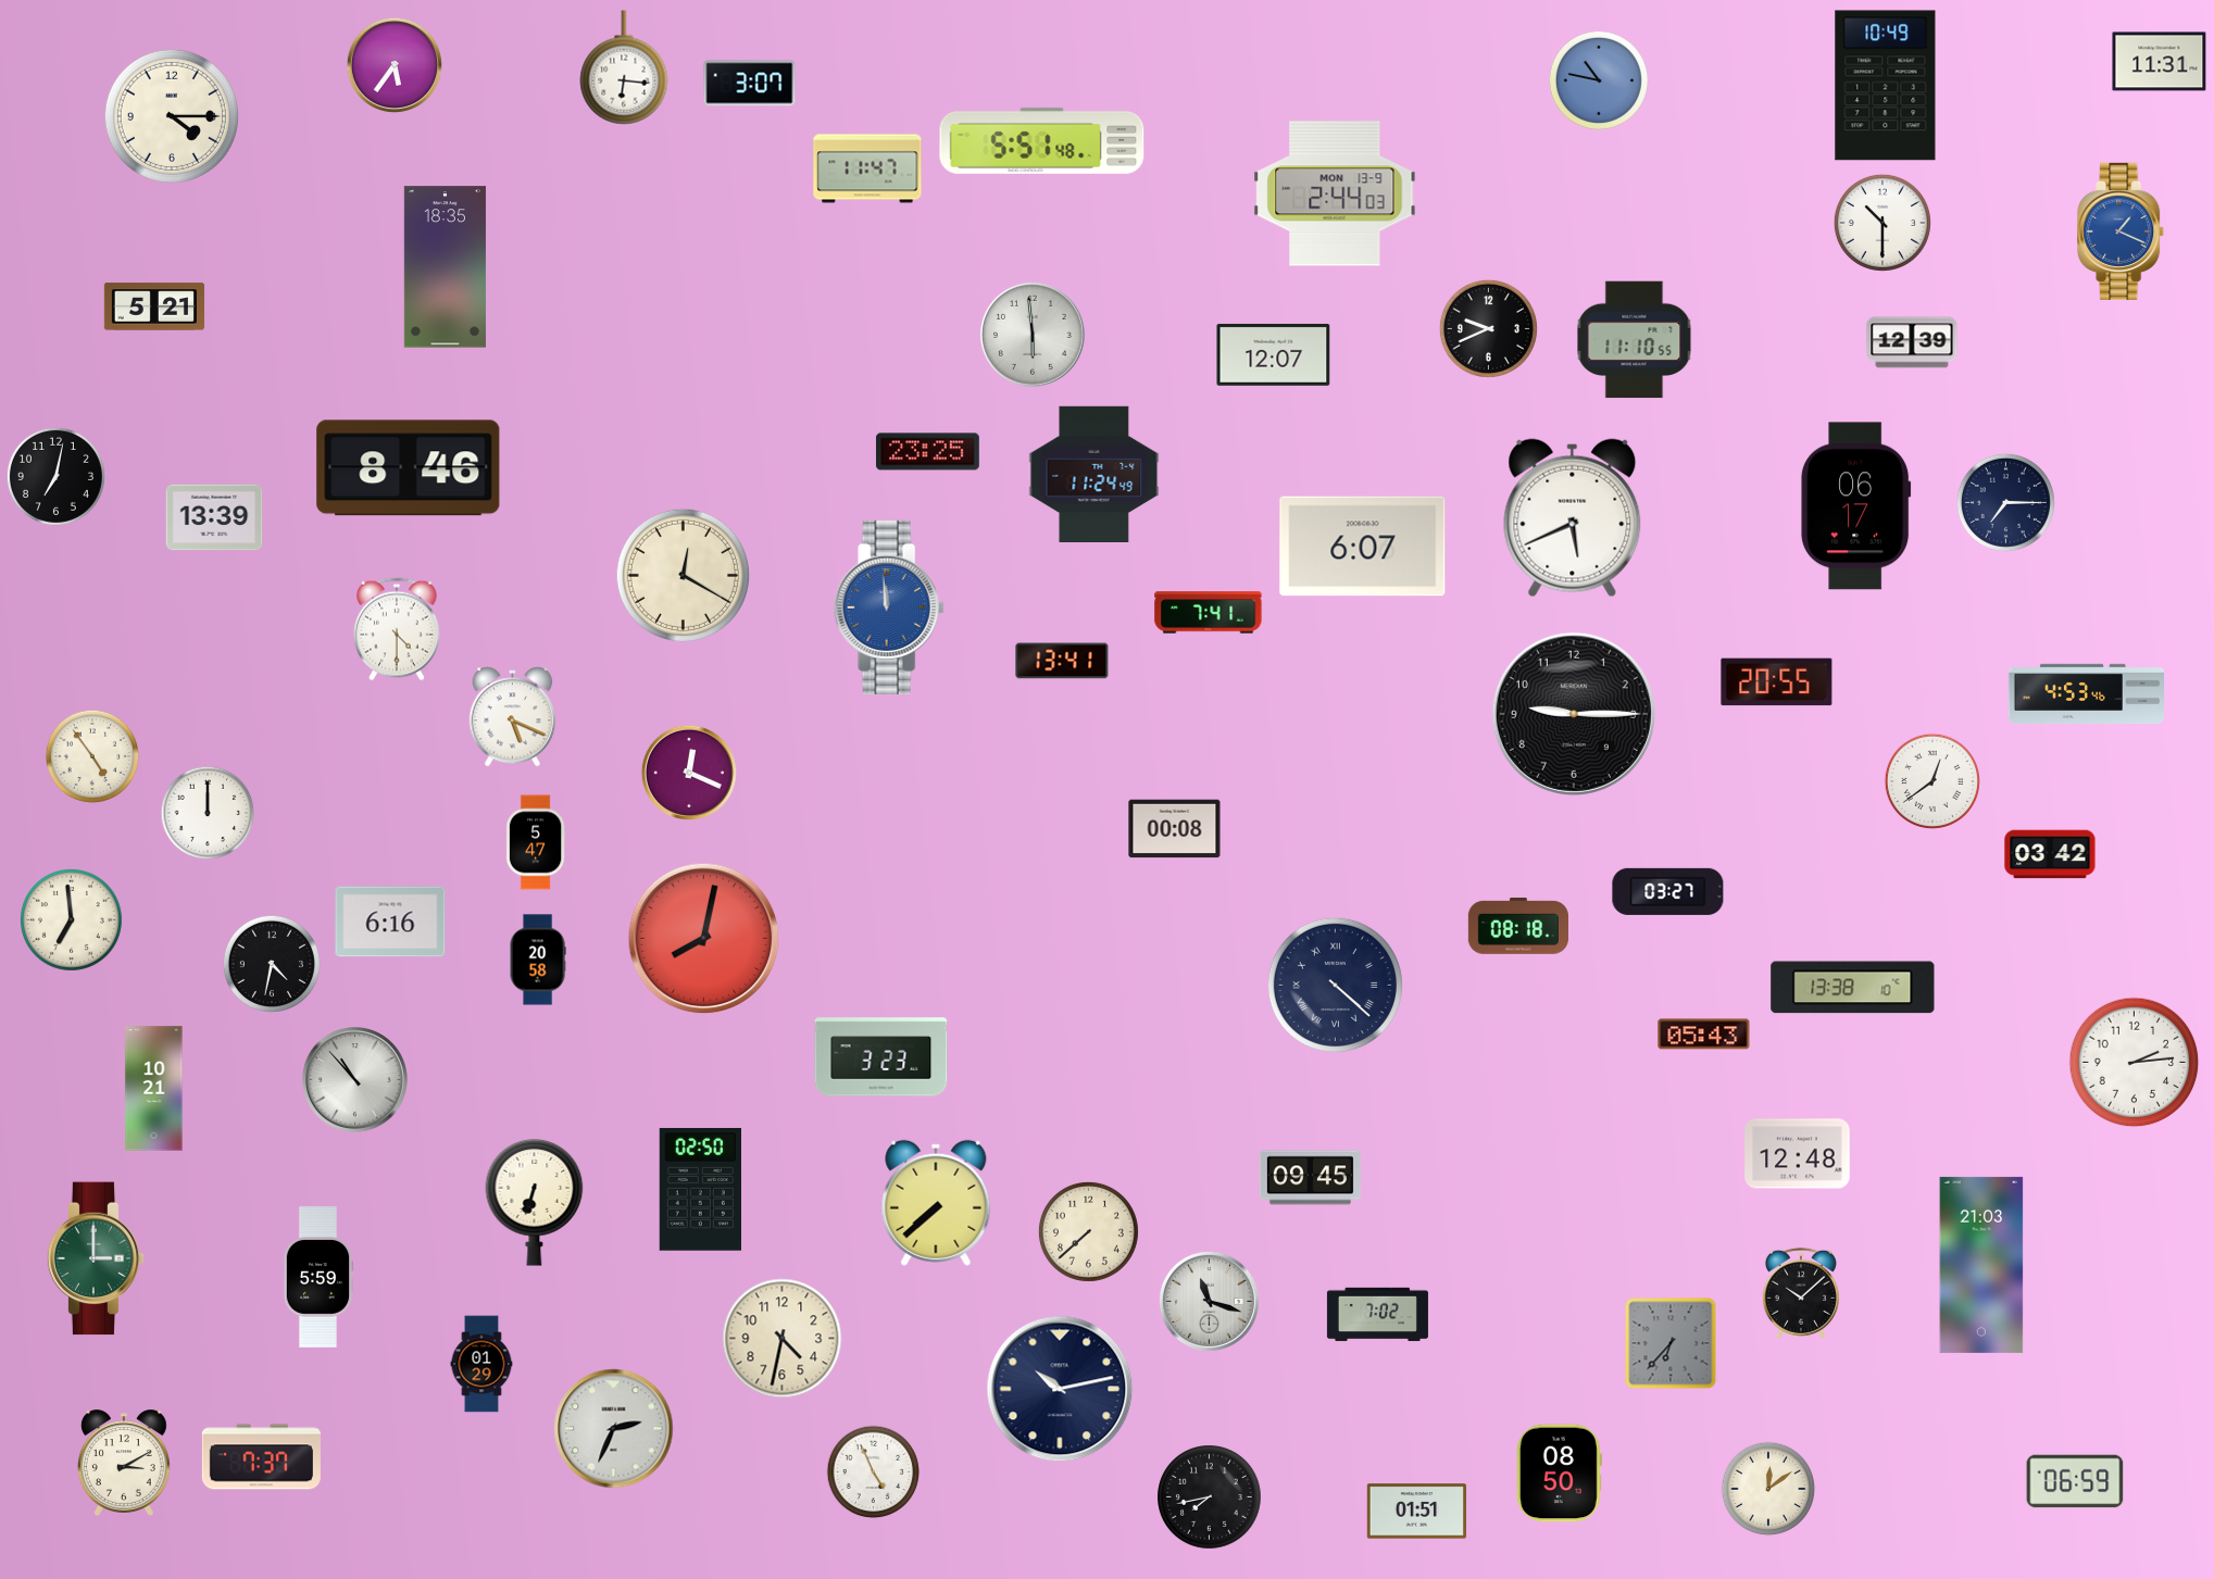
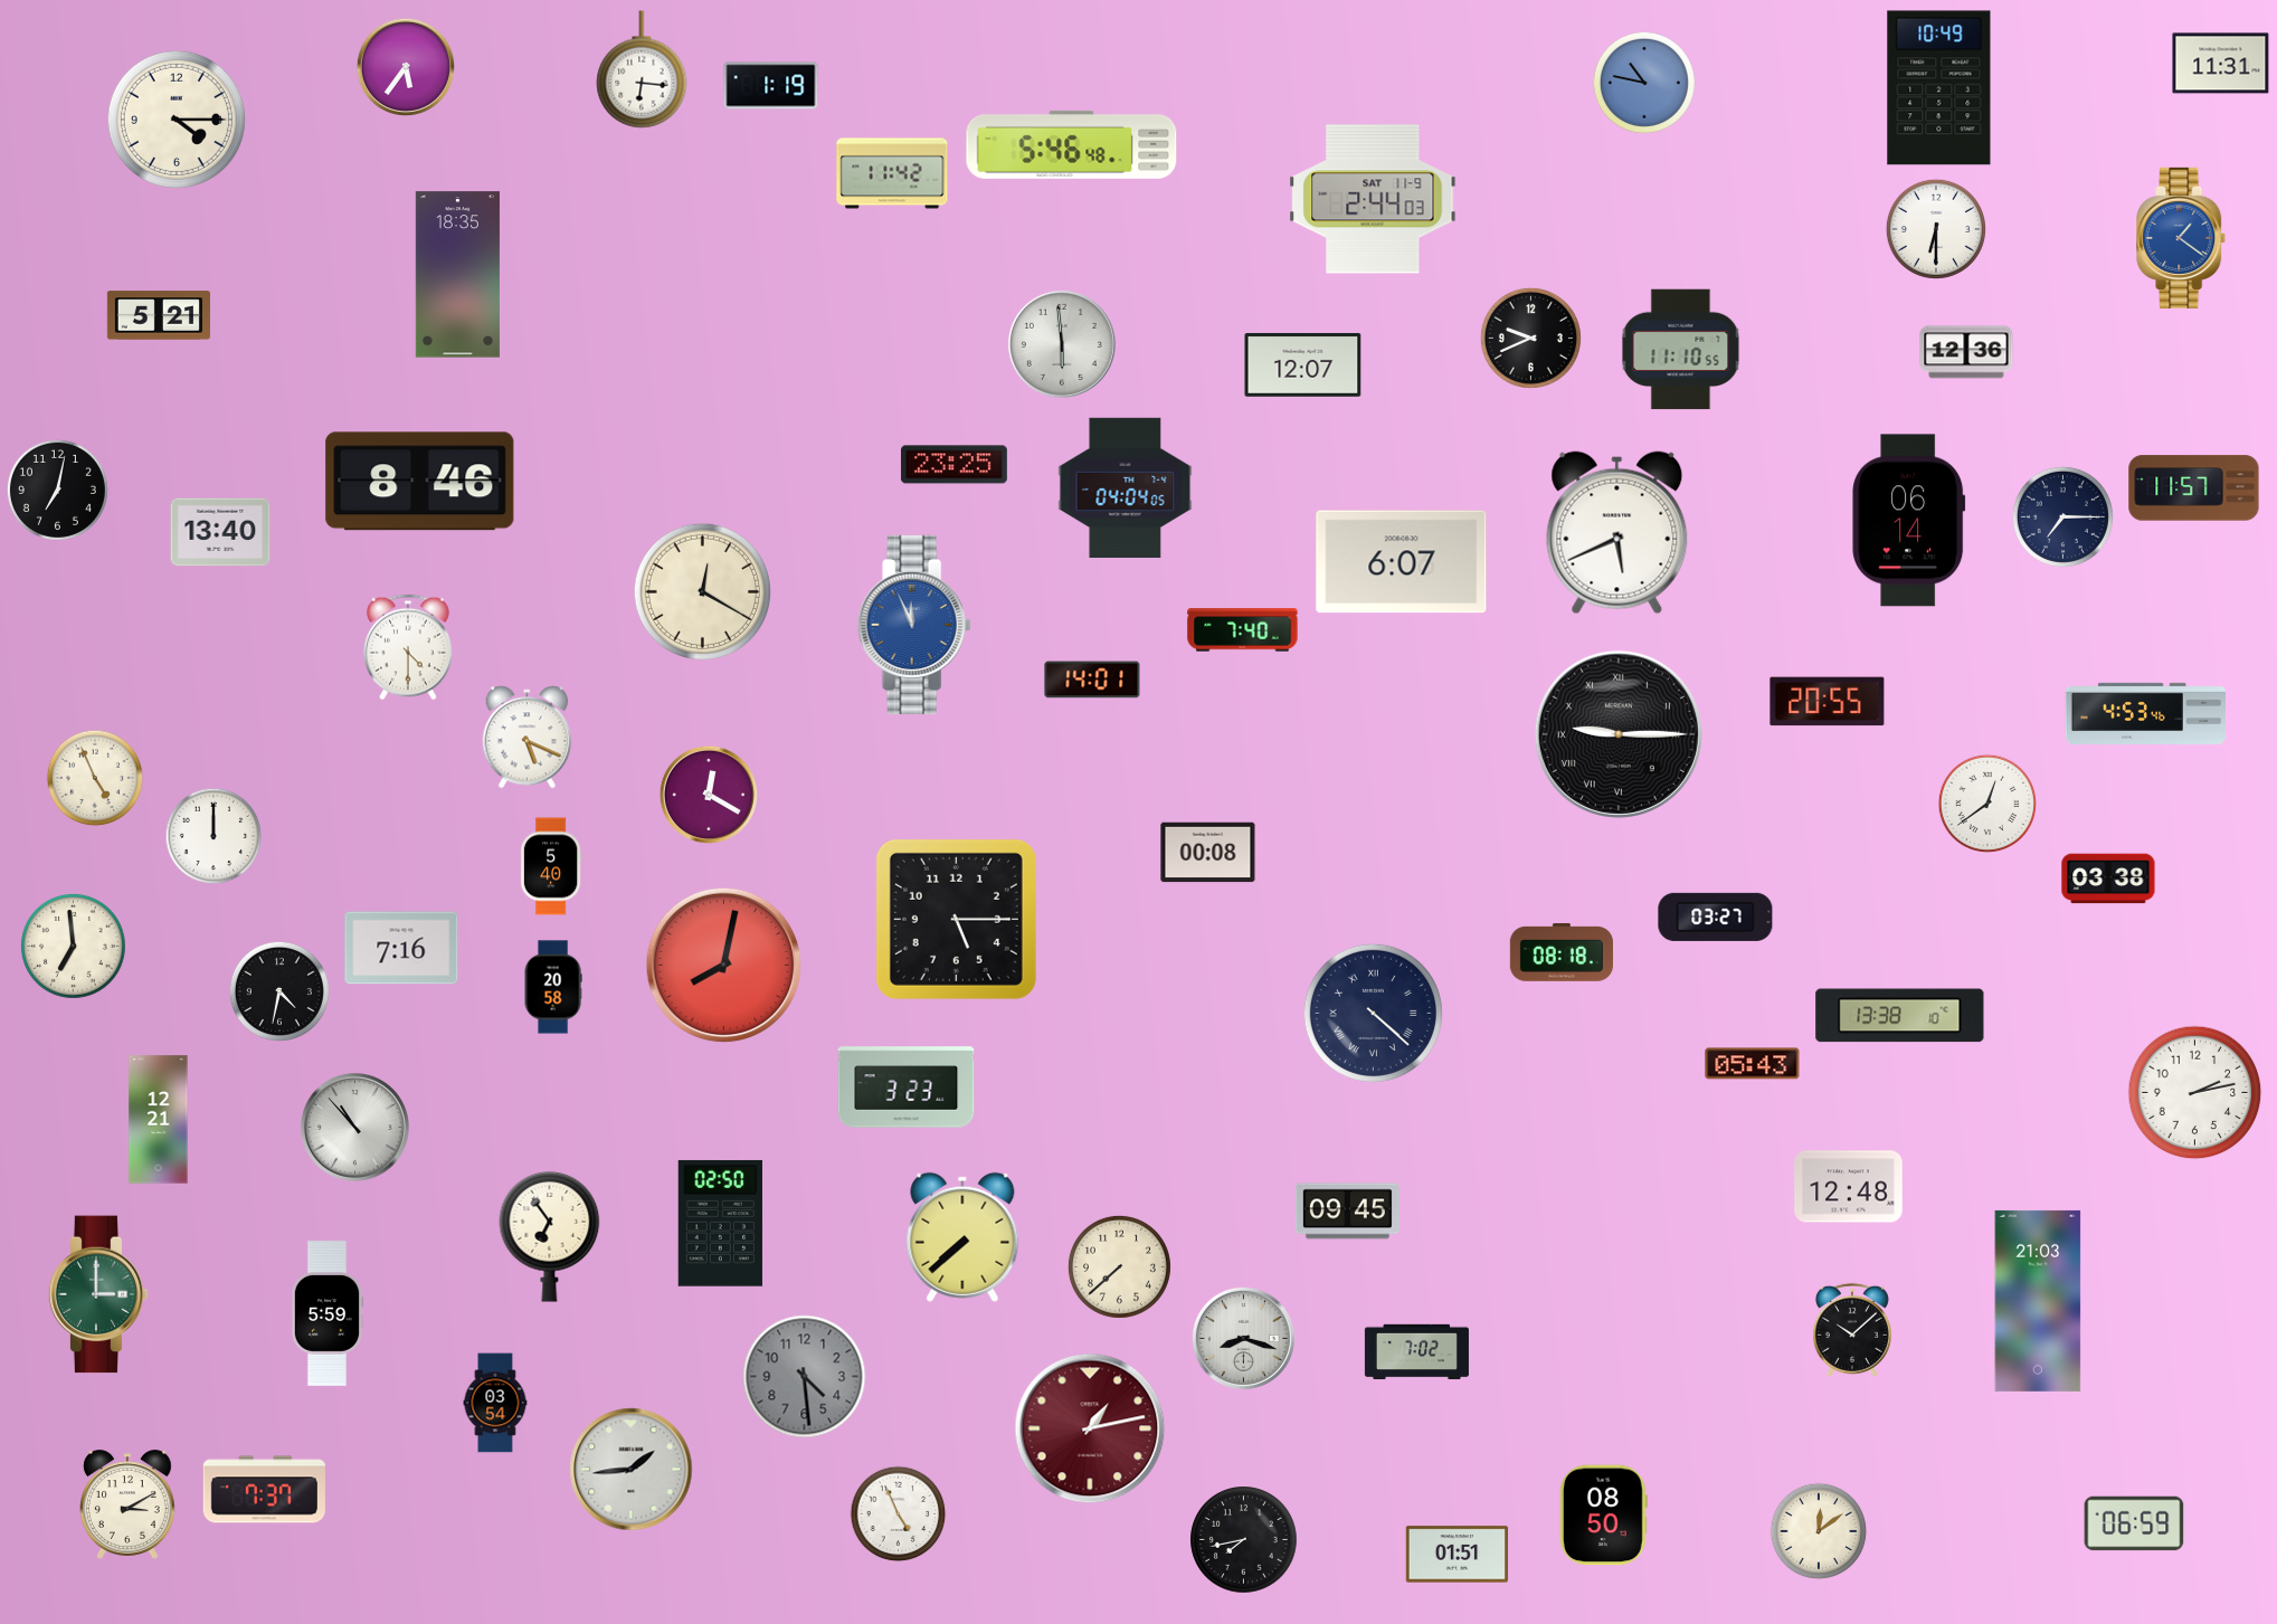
clock at (750, 84): 3:07 -> 1:19
clock at (1042, 140): 5:51 -> 5:46
clock at (867, 168): 11:47 -> 11:42
clock at (1335, 193) date: MON 13-9 -> SAT 11-9
clock at (1882, 223): 10:30 -> 6:30
clock at (2122, 231): 1:19 -> 1:21
clock at (1912, 342): 12:39 -> 12:36
clock at (1274, 354) position: (1274, 354) -> (1303, 364)
clock at (1095, 474): 11:24 -> 04:04
clock at (2194, 488): none -> 11:57
clock at (1856, 506): 06:17 -> 06:14
clock at (214, 517): 13:39 -> 13:40
clock at (889, 607): 11:59 -> 11:56
clock at (1209, 613): 7:41 -> 7:40
clock at (1062, 661): 13:41 -> 14:01
clock at (1574, 714) numerals: Arabic -> Roman
clock at (92, 756): 4:54 -> 4:56
clock at (689, 773): 12:19 -> 12:20
clock at (536, 842): 5:47 -> 5:40
clock at (2050, 854): 03:42 -> 03:38
clock at (956, 919): none -> 5:15
clock at (390, 922): 6:16 -> 7:16
clock at (1853, 988) position: (1853, 988) -> (1900, 1016)
clock at (2135, 1063): 2:14 -> 2:13
clock at (355, 1080) position: (355, 1080) -> (355, 1128)
clock at (154, 1089): 10:21 -> 12:21
clock at (535, 1202): 6:33 -> 6:54
clock at (1209, 1301): 11:18 -> 8:18
clock at (783, 1339): 4:32 -> 4:29
clock at (783, 1339) dial: cream -> grey
clock at (1671, 1343): 6:37 -> none
clock at (481, 1364): 01:29 -> 03:54
clock at (1060, 1389): 10:13 -> 1:13
clock at (1060, 1389) dial: navy -> burgundy
clock at (614, 1429): 2:34 -> 1:44
clock at (261, 1457) position: (261, 1457) -> (264, 1490)
